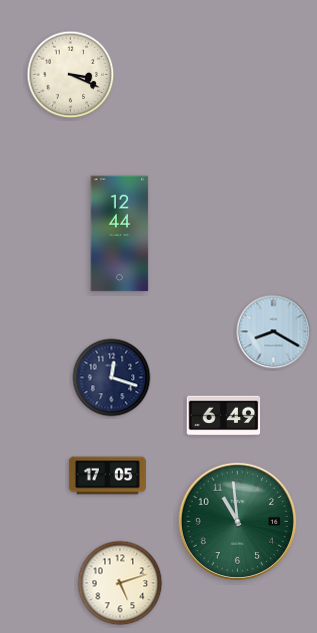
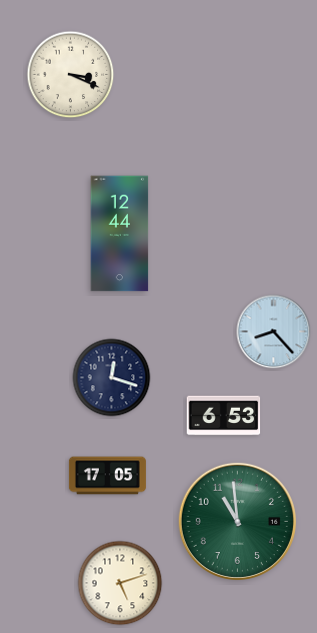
clock at (274, 332): 8:20 -> 8:23
clock at (224, 416): 6:49 -> 6:53
